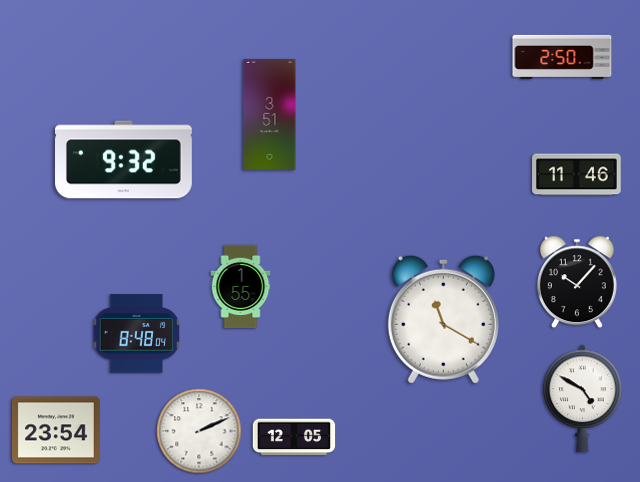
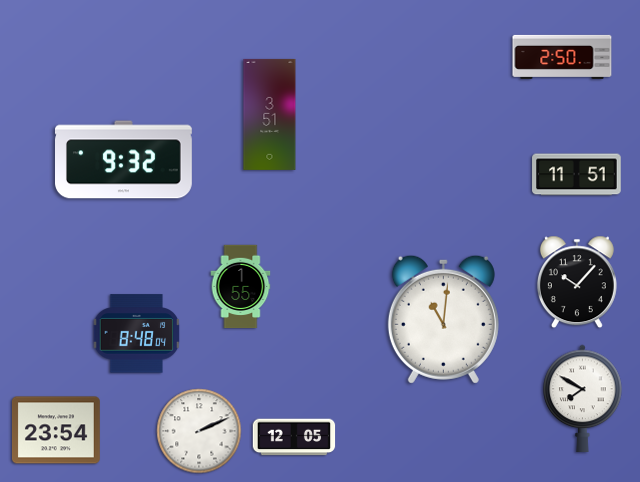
clock at (577, 175): 11:46 -> 11:51
clock at (443, 319): 11:20 -> 11:01
clock at (583, 398): 4:50 -> 7:50
